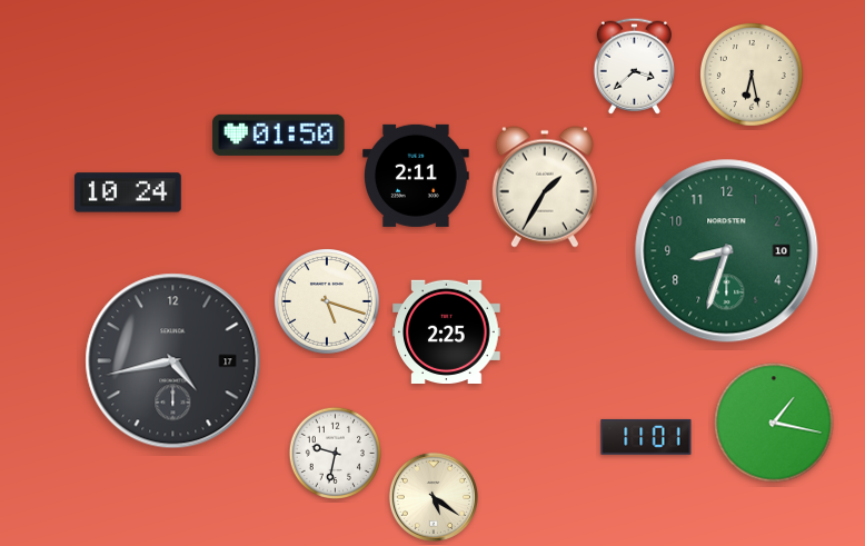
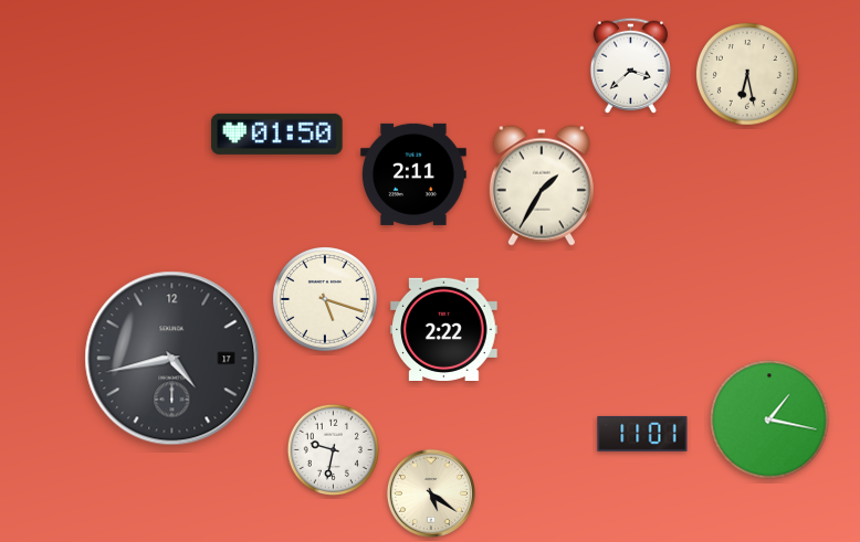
clock at (129, 192): 10:24 -> none
clock at (727, 251): 8:33 -> none
clock at (447, 331): 2:25 -> 2:22
